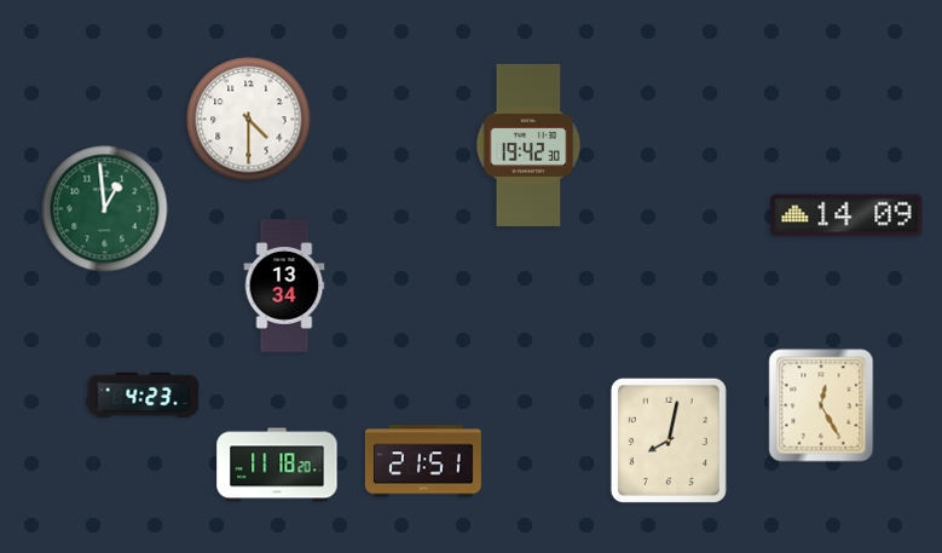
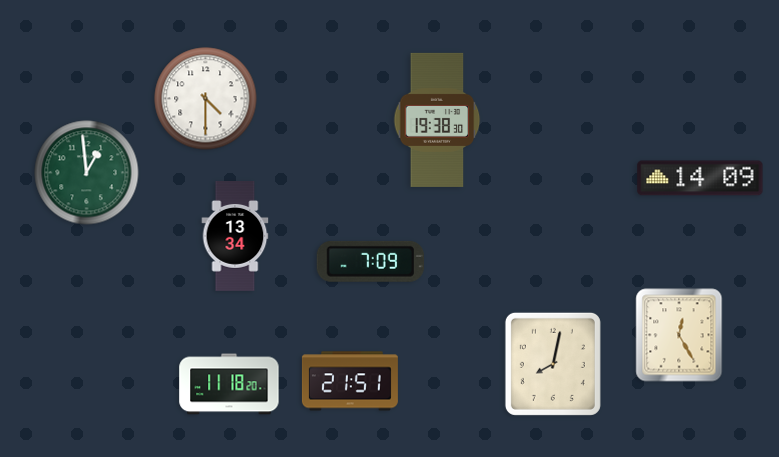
clock at (528, 145): 19:42 -> 19:38
clock at (370, 261): none -> 7:09
clock at (144, 394): 4:23 -> none
